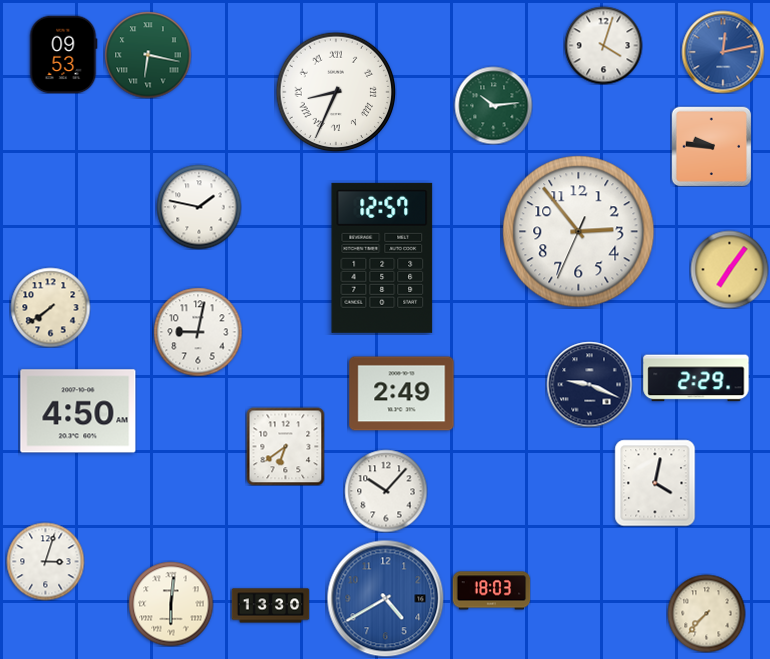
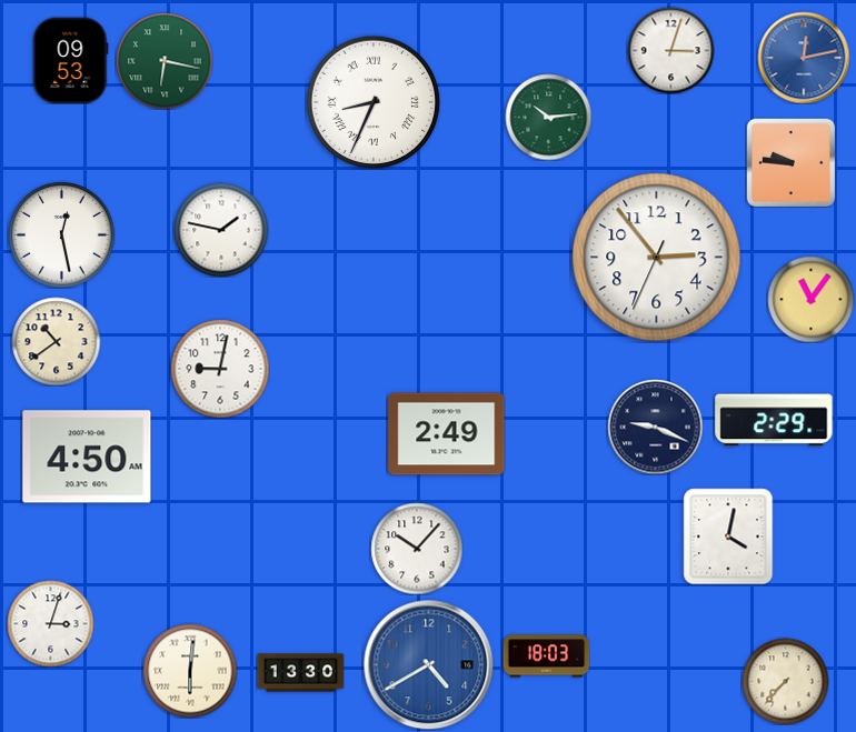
clock at (603, 45): 4:03 -> 3:03
clock at (61, 234): none -> 12:28
clock at (579, 232) position: (579, 232) -> (657, 258)
clock at (382, 258): 12:57 -> none
clock at (729, 269): 7:06 -> 11:06
clock at (50, 307): 7:39 -> 10:39
clock at (402, 394) position: (402, 394) -> (447, 434)
clock at (285, 446): 6:39 -> none
clock at (386, 491) position: (386, 491) -> (417, 549)
